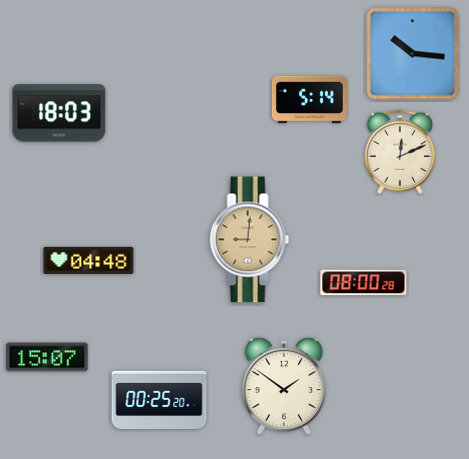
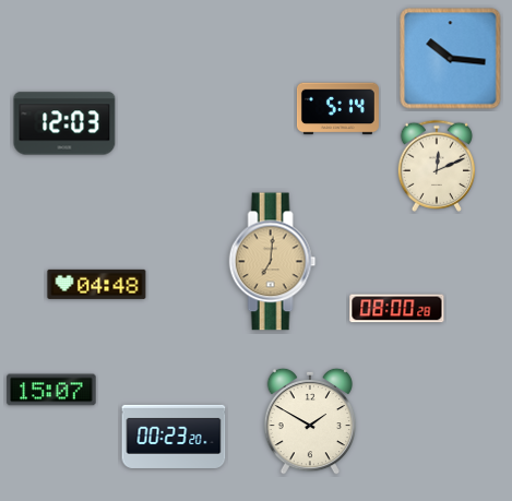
clock at (59, 113): 18:03 -> 12:03
clock at (250, 240): 9:01 -> 7:01
clock at (284, 386): 1:51 -> 1:50
clock at (159, 400): 00:25 -> 00:23
